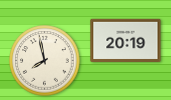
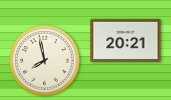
clock at (126, 41): 20:19 -> 20:21
